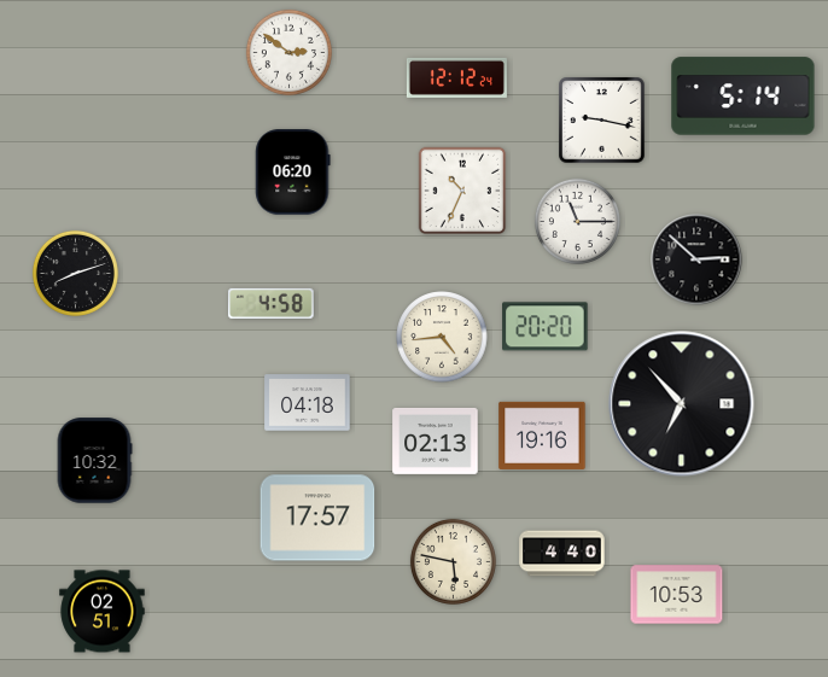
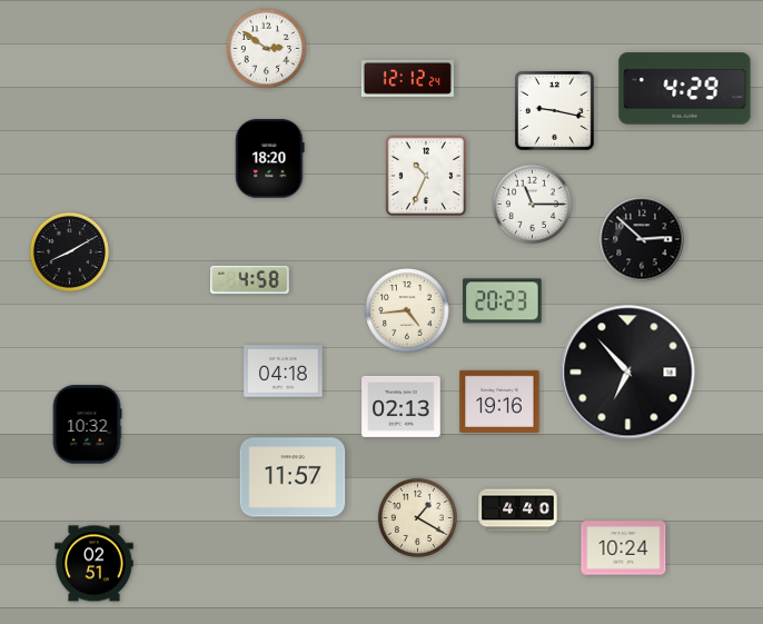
clock at (456, 77) position: (456, 77) -> (407, 78)
clock at (744, 97): 5:14 -> 4:29
clock at (293, 173): 06:20 -> 18:20
clock at (75, 273): 8:12 -> 8:10
clock at (546, 327): 20:20 -> 20:23
clock at (317, 518): 17:57 -> 11:57
clock at (453, 561): 5:47 -> 1:20
clock at (677, 595): 10:53 -> 10:24
